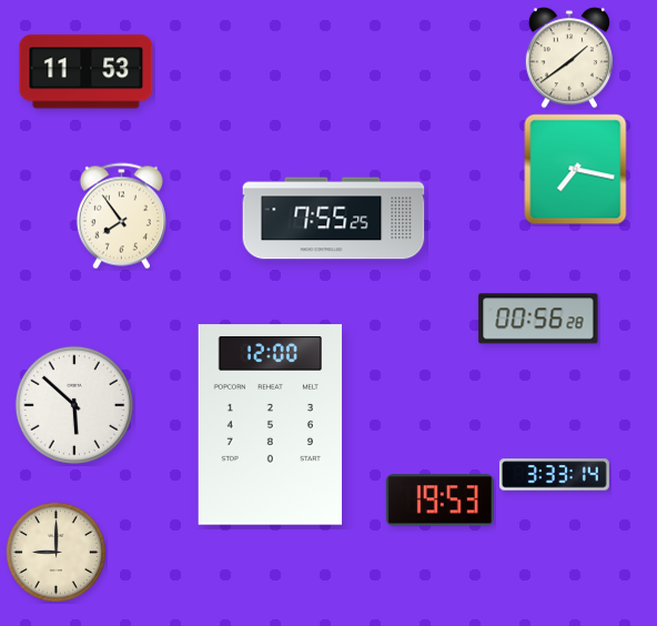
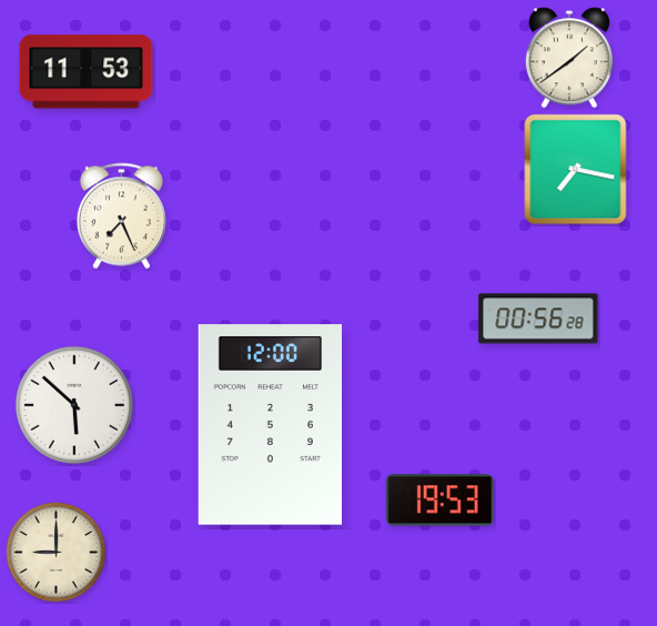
clock at (121, 216): 7:54 -> 7:26
clock at (334, 219): 7:55 -> none
clock at (554, 475): 3:33 -> none
